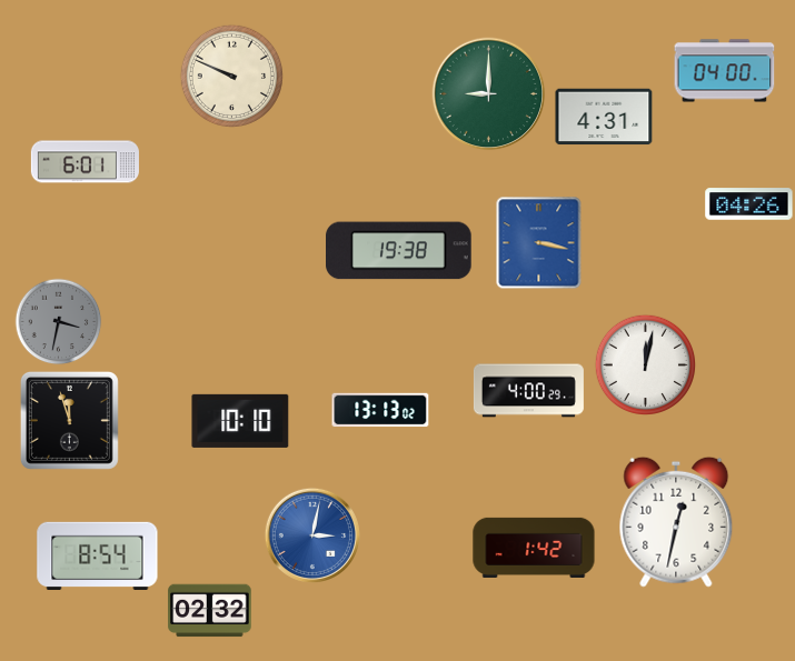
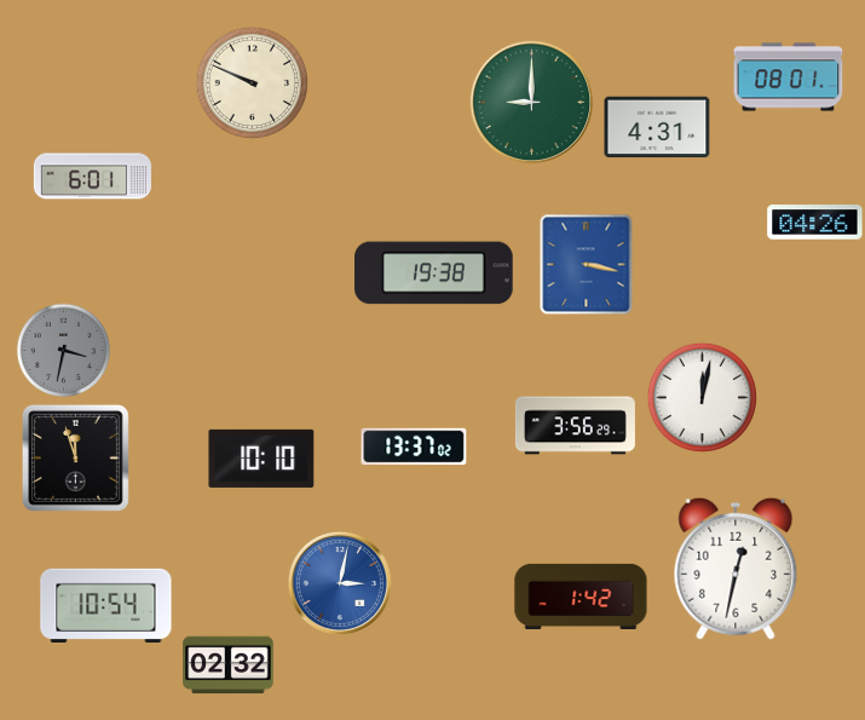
clock at (725, 71): 04:00 -> 08:01
clock at (528, 391): 4:00 -> 3:56
clock at (380, 410): 13:13 -> 13:37
clock at (98, 555): 8:54 -> 10:54
